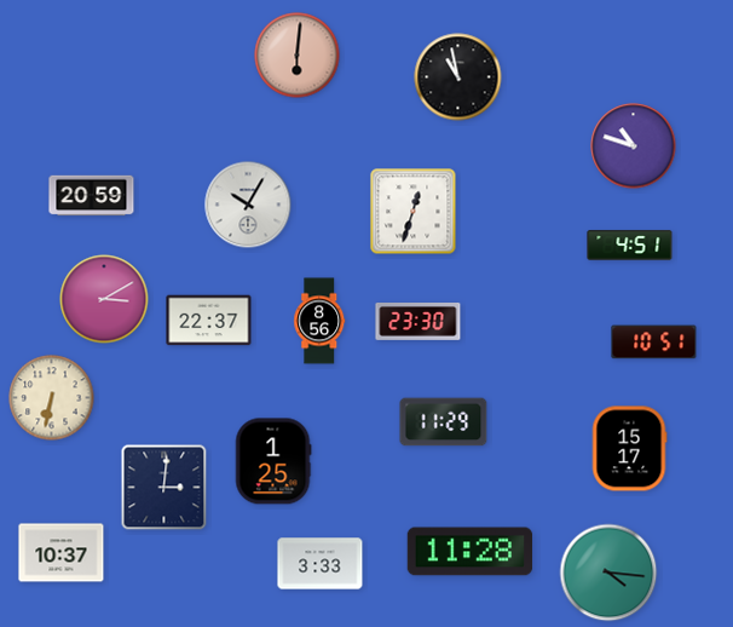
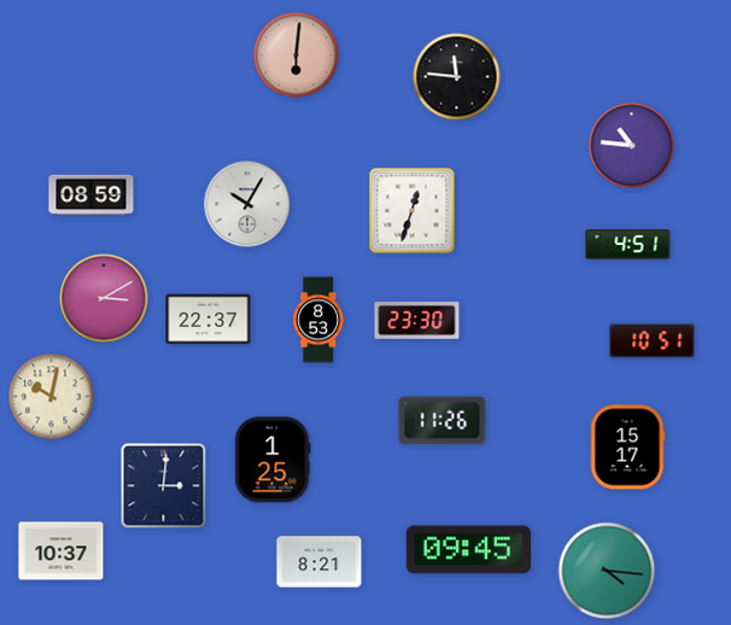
clock at (458, 77): 10:58 -> 11:46
clock at (634, 146): 10:48 -> 10:46
clock at (92, 196): 20:59 -> 08:59
clock at (319, 321): 8:56 -> 8:53
clock at (52, 398): 6:32 -> 10:02
clock at (444, 422): 11:29 -> 11:26
clock at (471, 552): 11:28 -> 09:45
clock at (321, 564): 3:33 -> 8:21
